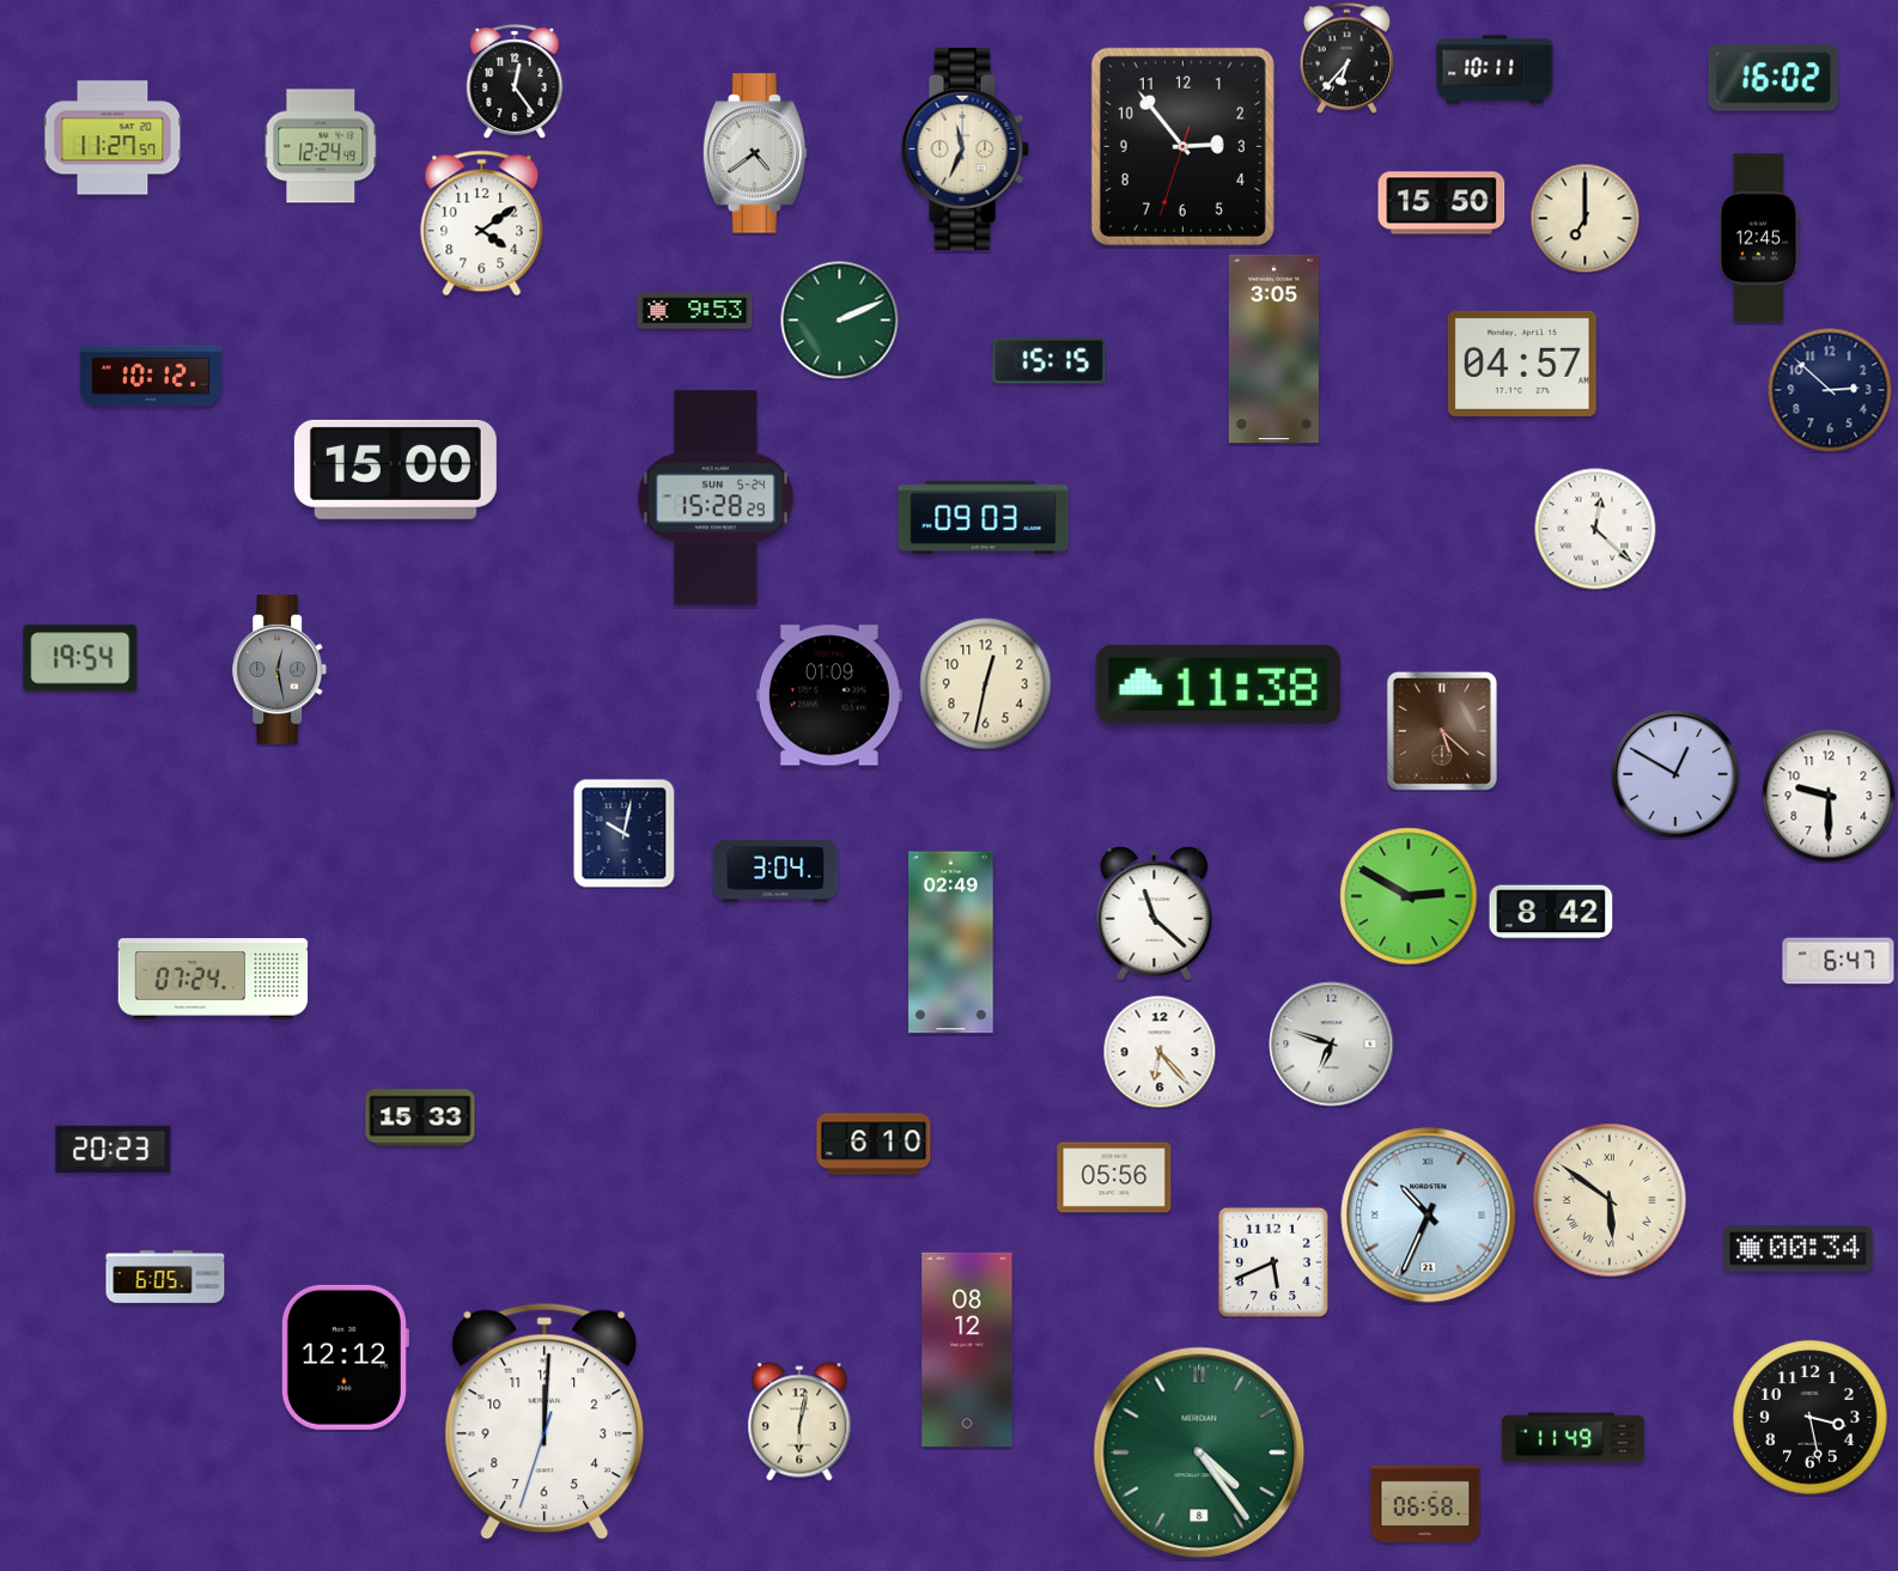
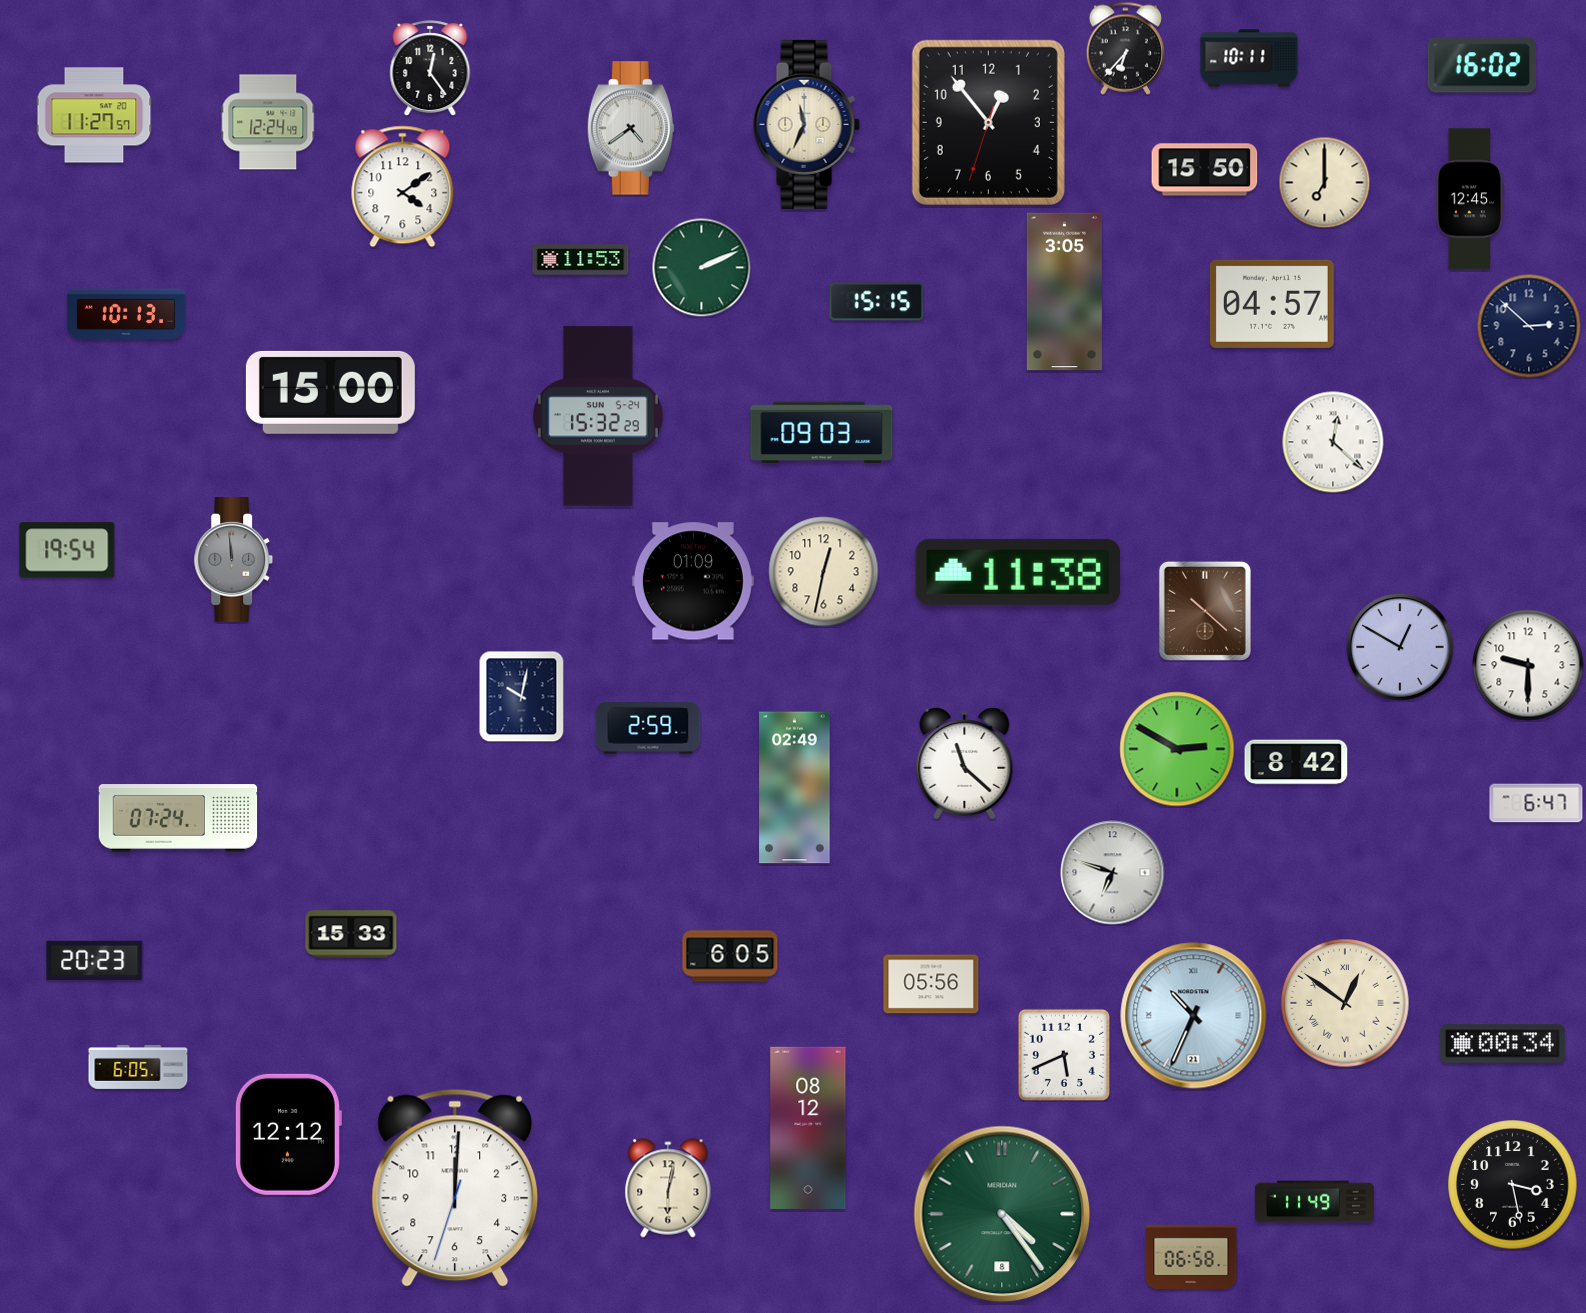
clock at (1182, 146): 2:53 -> 12:53
clock at (695, 311): 9:53 -> 11:53
clock at (151, 376): 10:12 -> 10:13
clock at (716, 498): 15:28 -> 15:32
clock at (280, 670): 12:28 -> 11:59
clock at (1442, 731): 5:22 -> 10:22
clock at (775, 871): 3:04 -> 2:59
clock at (1160, 1052): 6:23 -> none
clock at (874, 1144): 6:10 -> 6:05
clock at (1610, 1200): 5:51 -> 12:51
